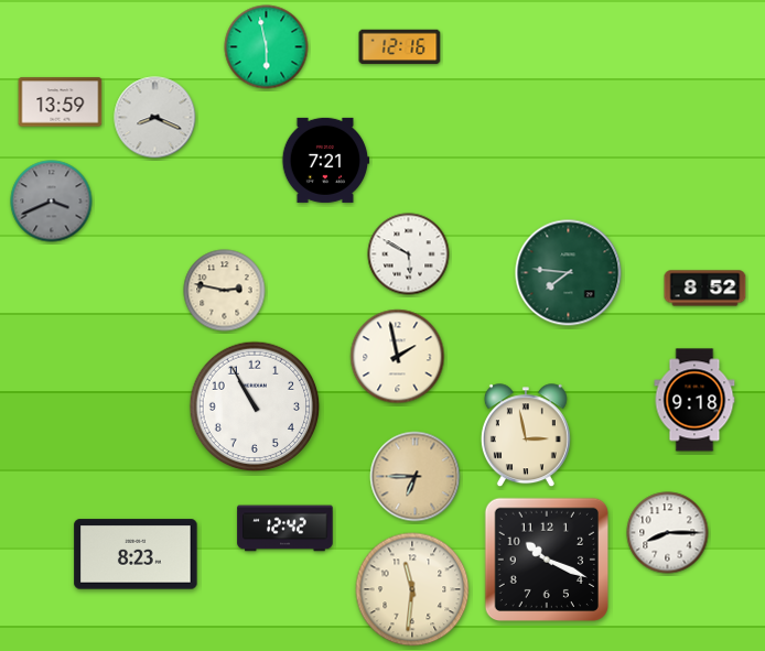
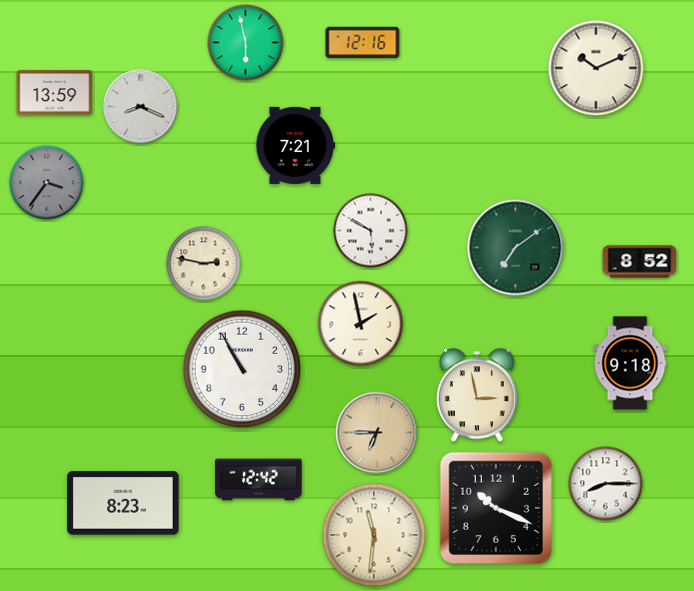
clock at (267, 47) position: (267, 47) -> (246, 43)
clock at (596, 68): none -> 10:11
clock at (52, 202): 3:41 -> 3:36
clock at (569, 273): 7:46 -> 7:09
clock at (255, 406) position: (255, 406) -> (242, 369)
